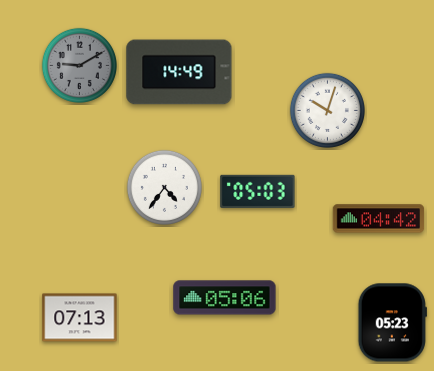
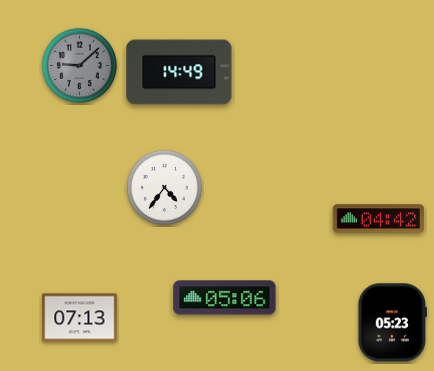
clock at (79, 65): 9:10 -> 9:08
clock at (327, 110): 10:03 -> none
clock at (258, 191): 05:03 -> none
